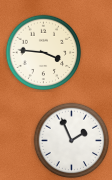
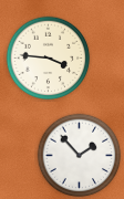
clock at (72, 141): 1:56 -> 1:53
